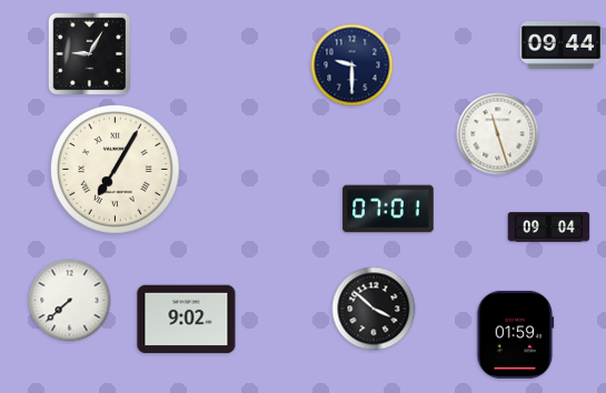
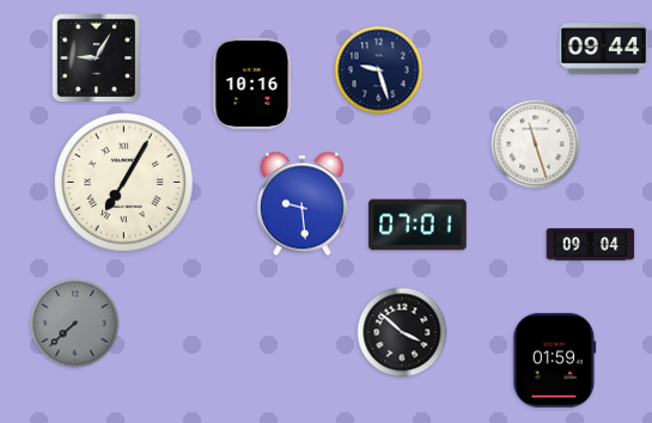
clock at (352, 65): 9:30 -> 9:27
clock at (252, 84): none -> 10:16
clock at (301, 204): none -> 9:29
clock at (70, 301) dial: white -> grey
clock at (187, 320): 9:02 -> none
